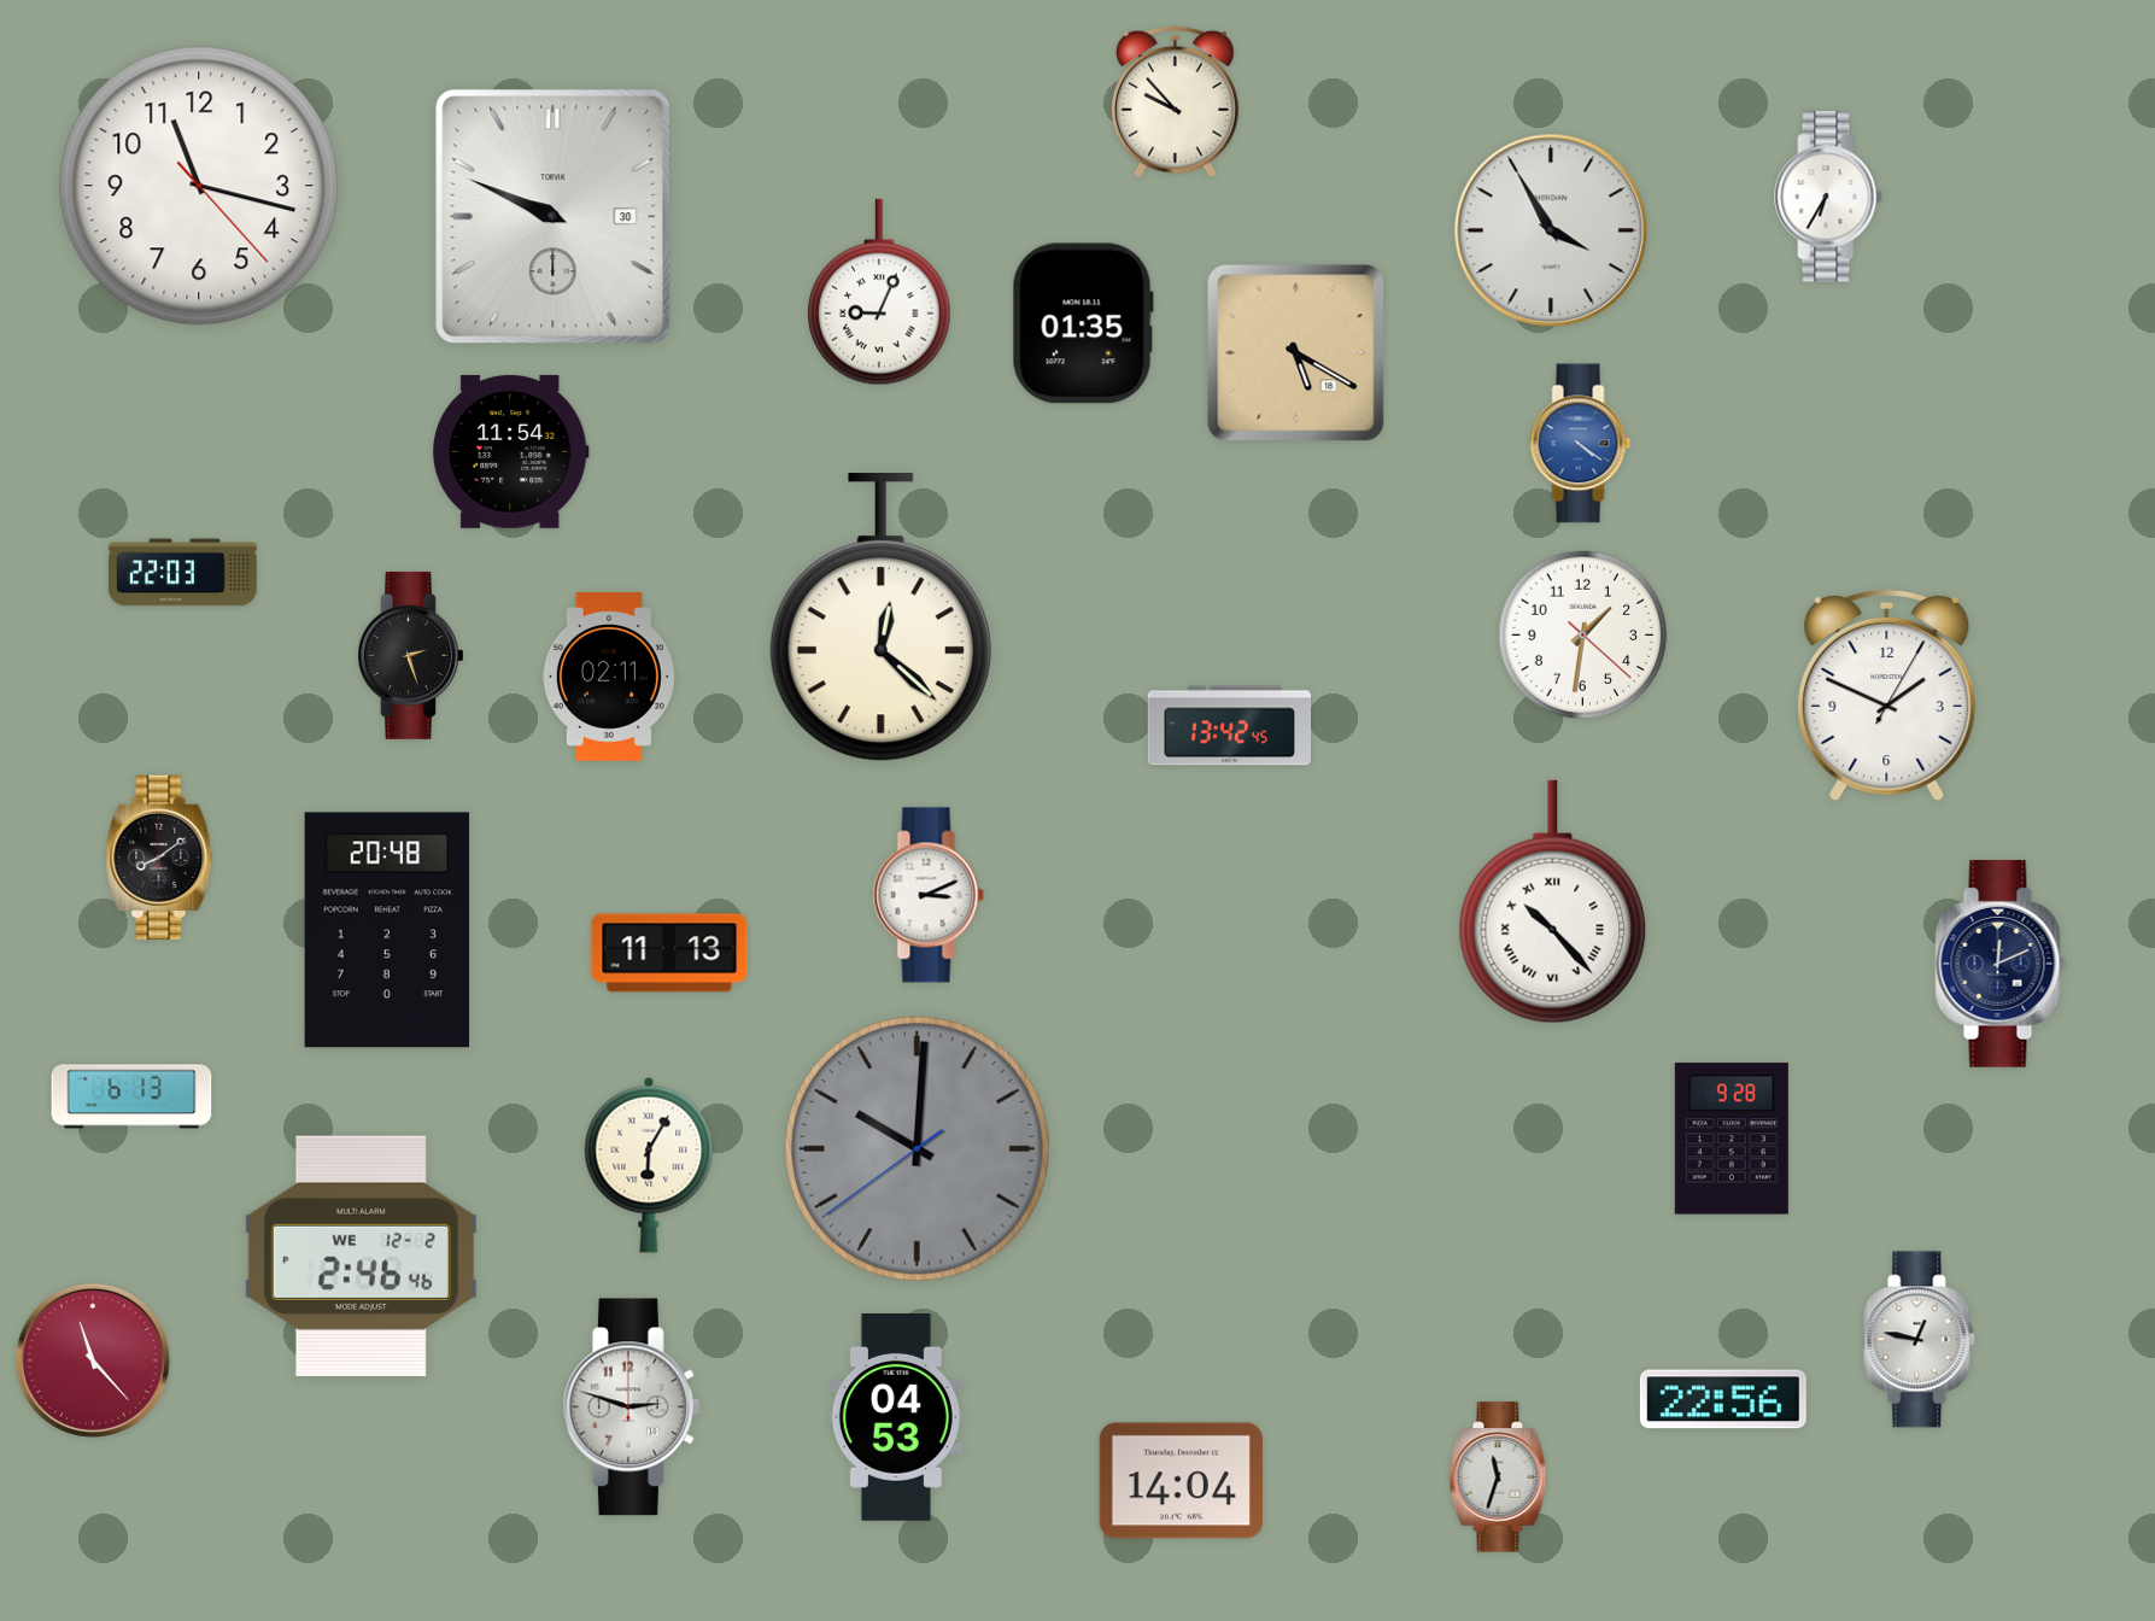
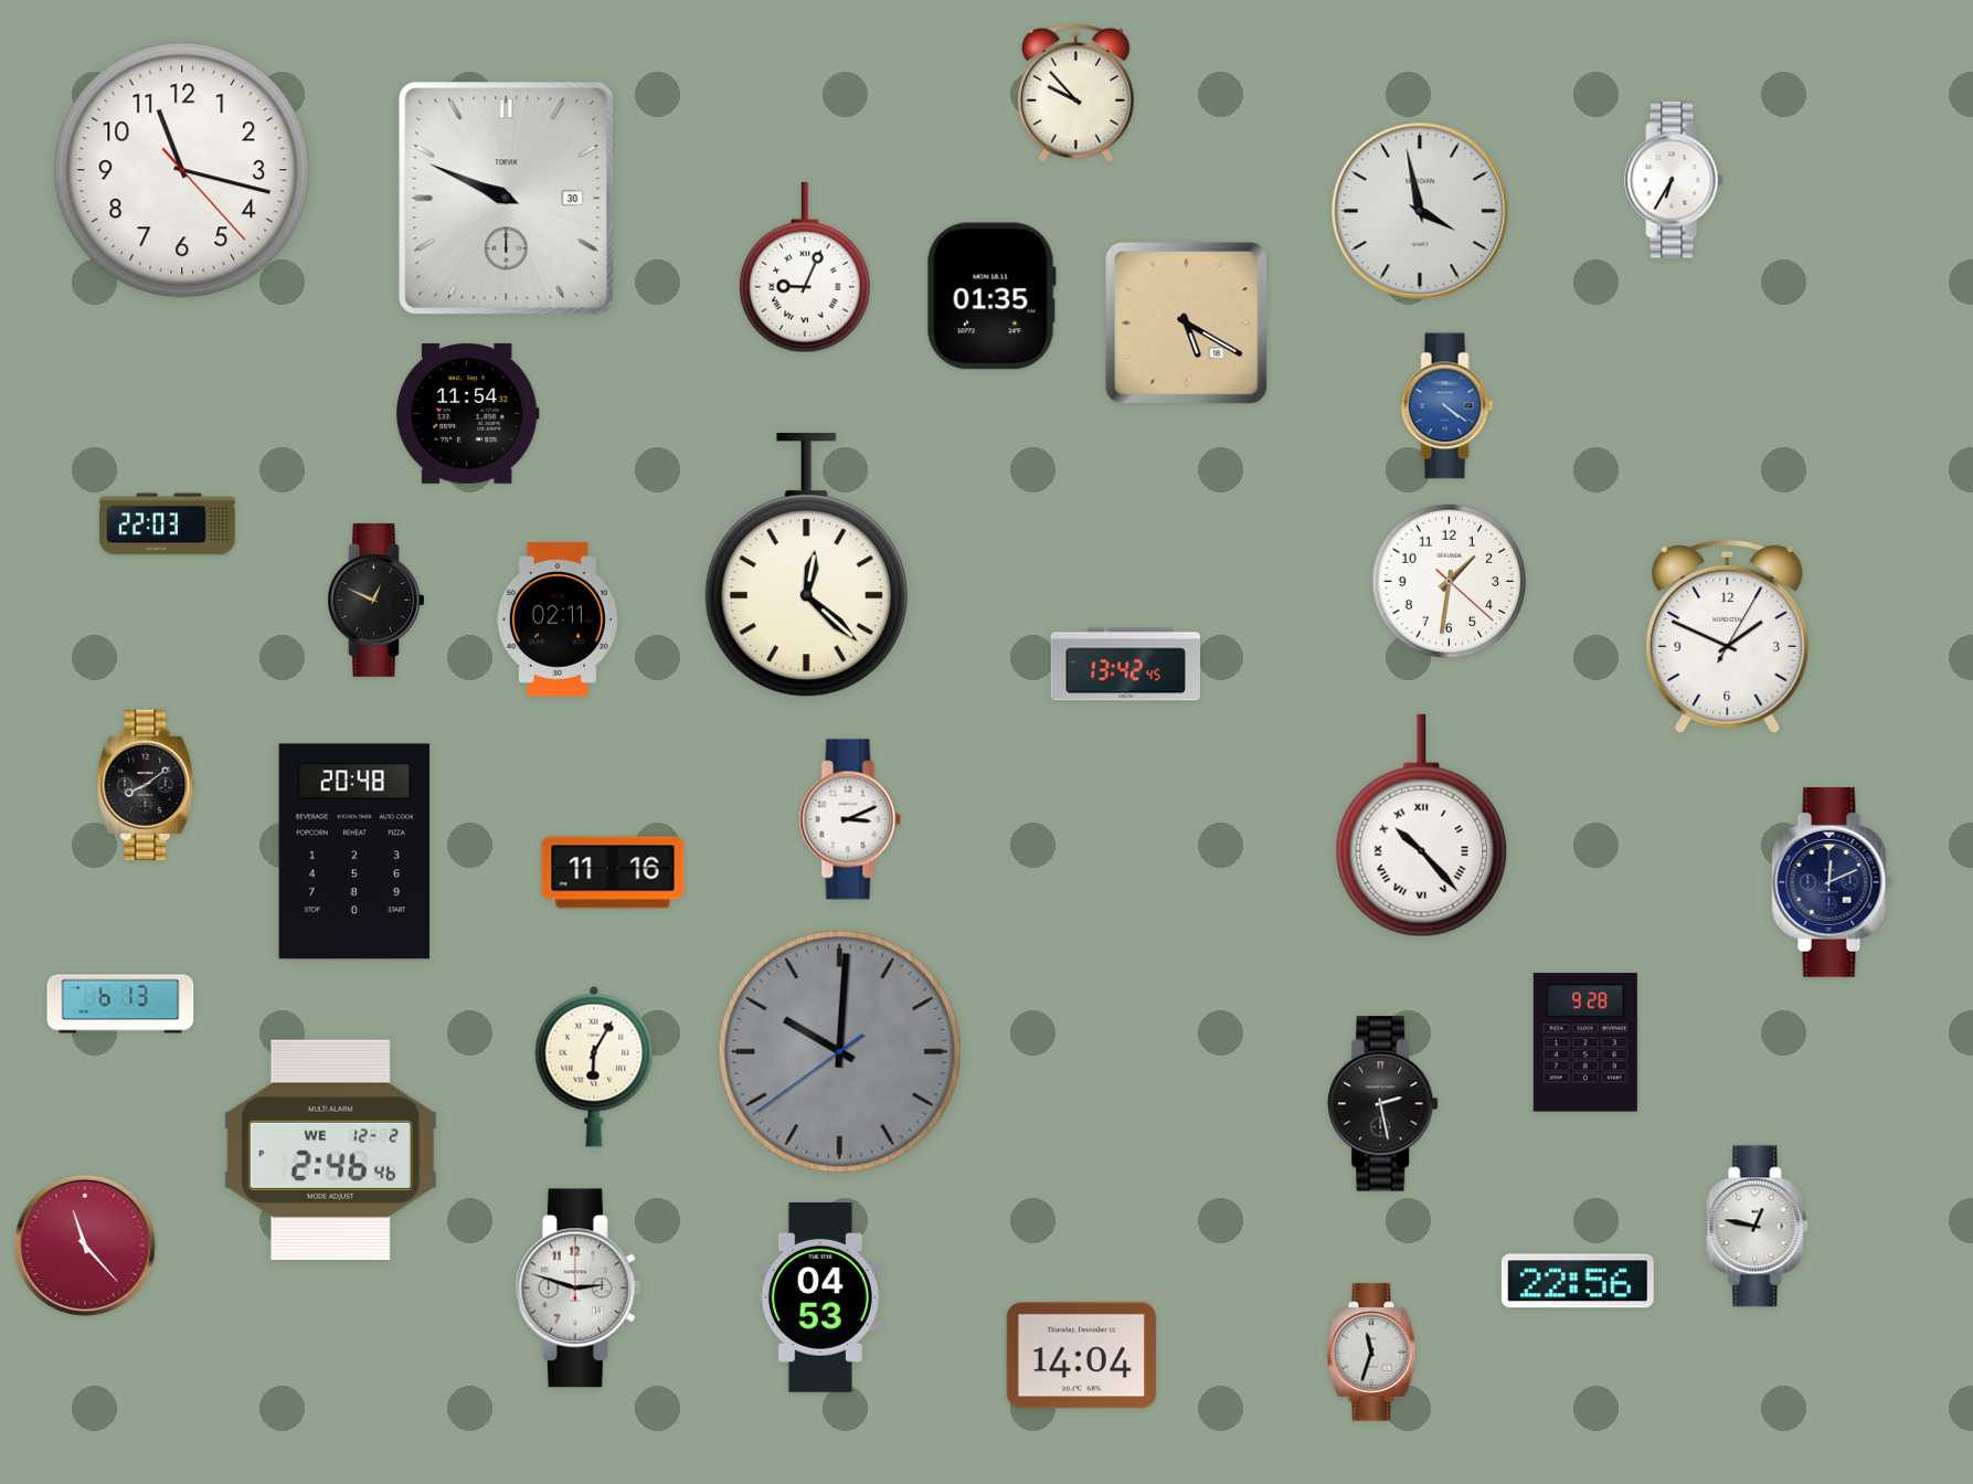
clock at (1551, 230): 3:55 -> 3:58
clock at (411, 655): 2:27 -> 12:49
clock at (669, 953): 11:13 -> 11:16
clock at (1383, 1104): none -> 2:28
